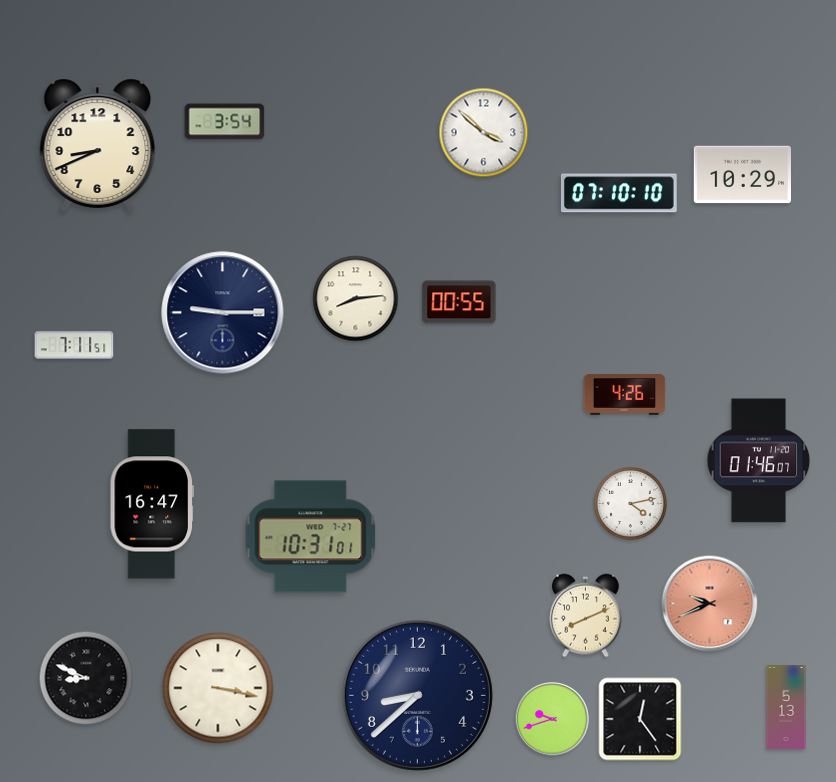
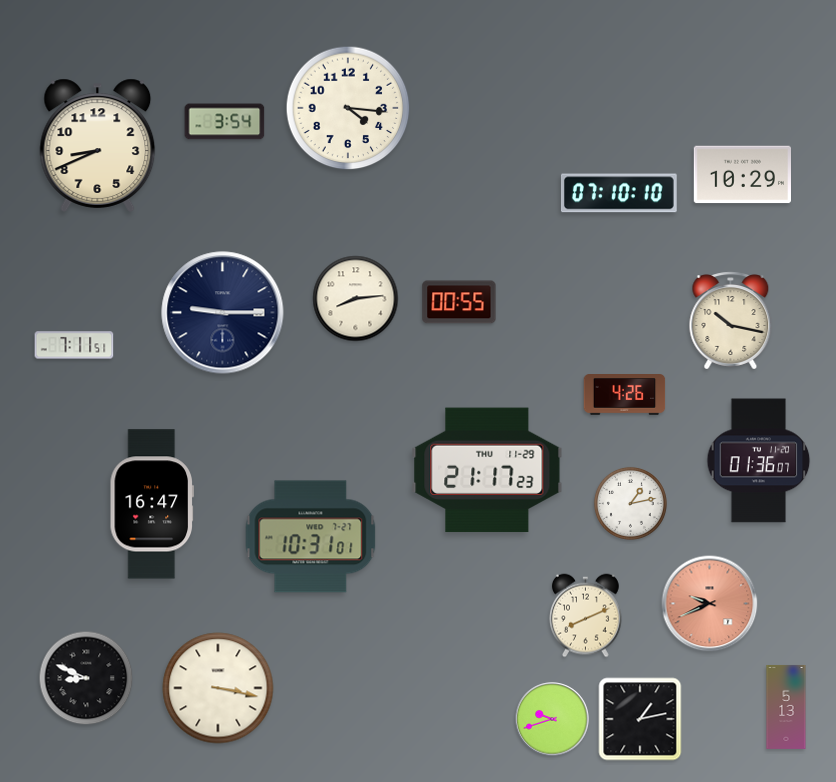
clock at (348, 108): none -> 4:16
clock at (484, 133): 3:52 -> none
clock at (731, 321): none -> 10:17
clock at (759, 461): 01:46 -> 01:36
clock at (487, 470): none -> 21:17
clock at (630, 503): 4:13 -> 1:13
clock at (417, 695): 8:38 -> none
clock at (640, 719): 12:24 -> 1:13
